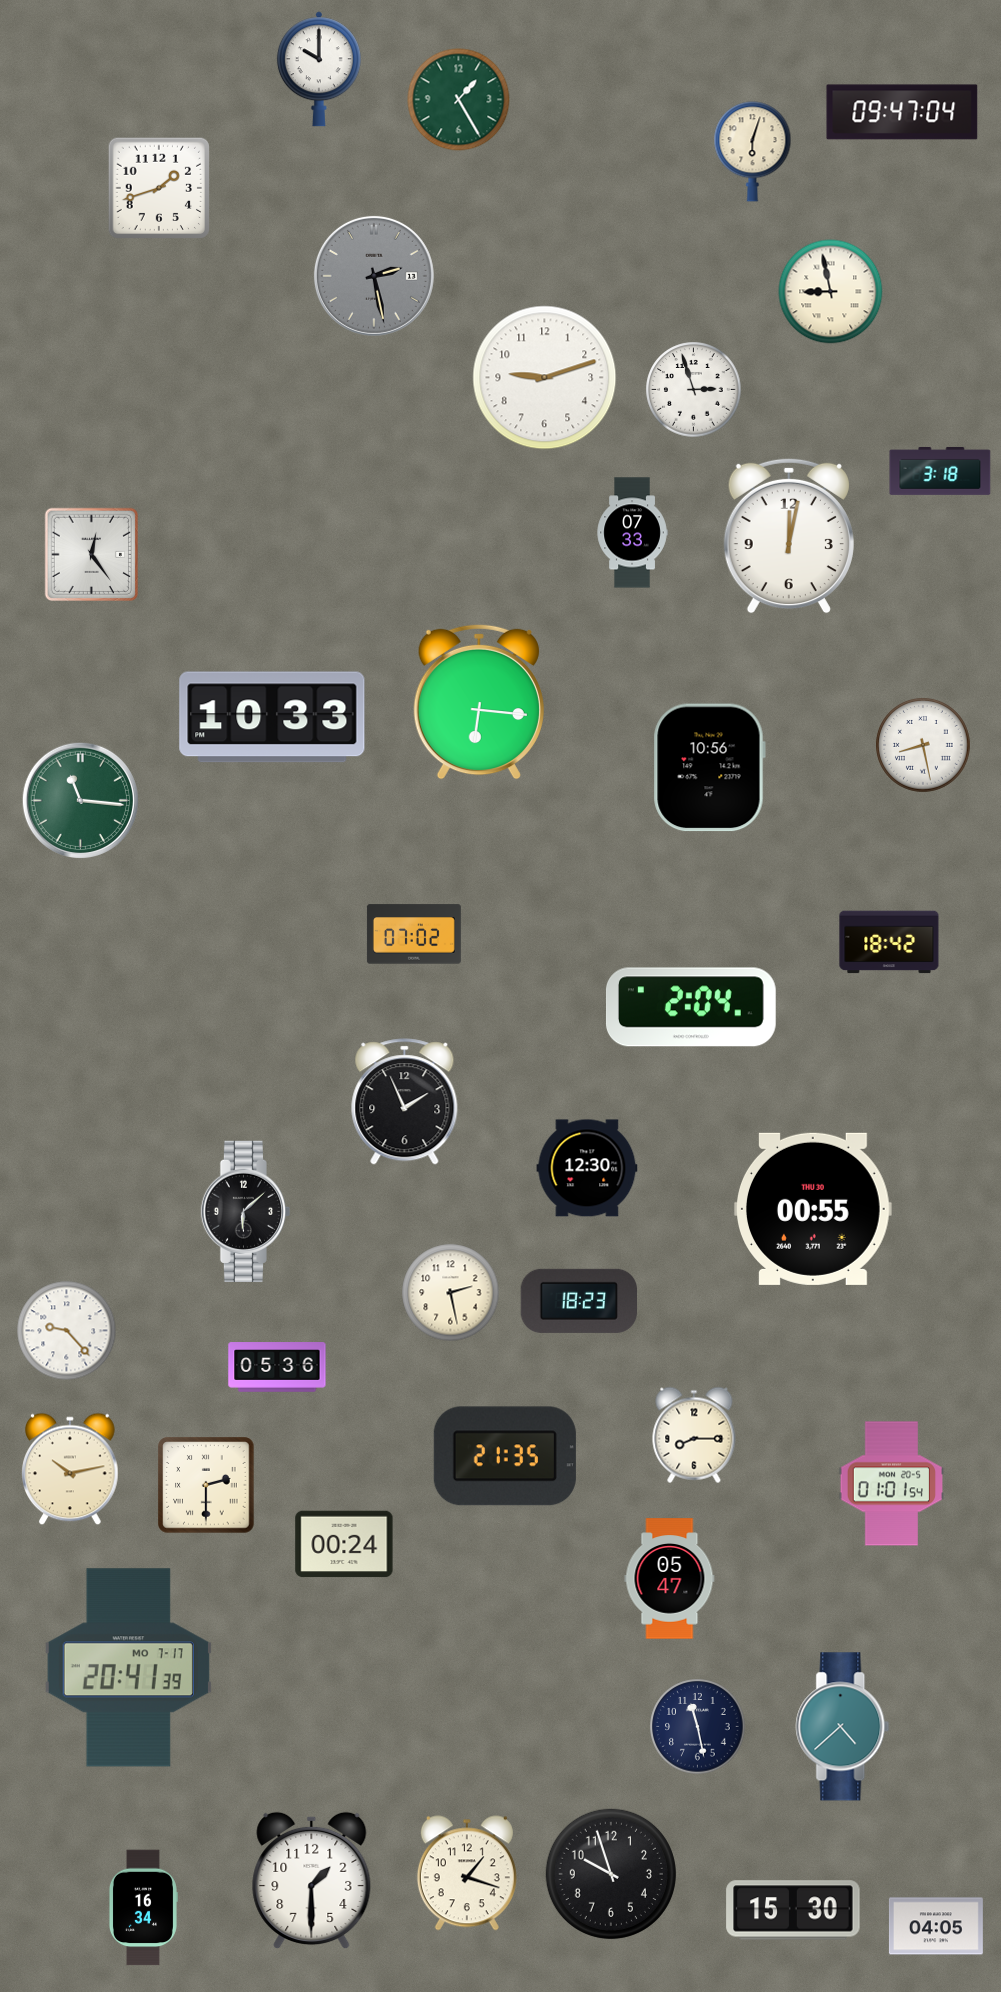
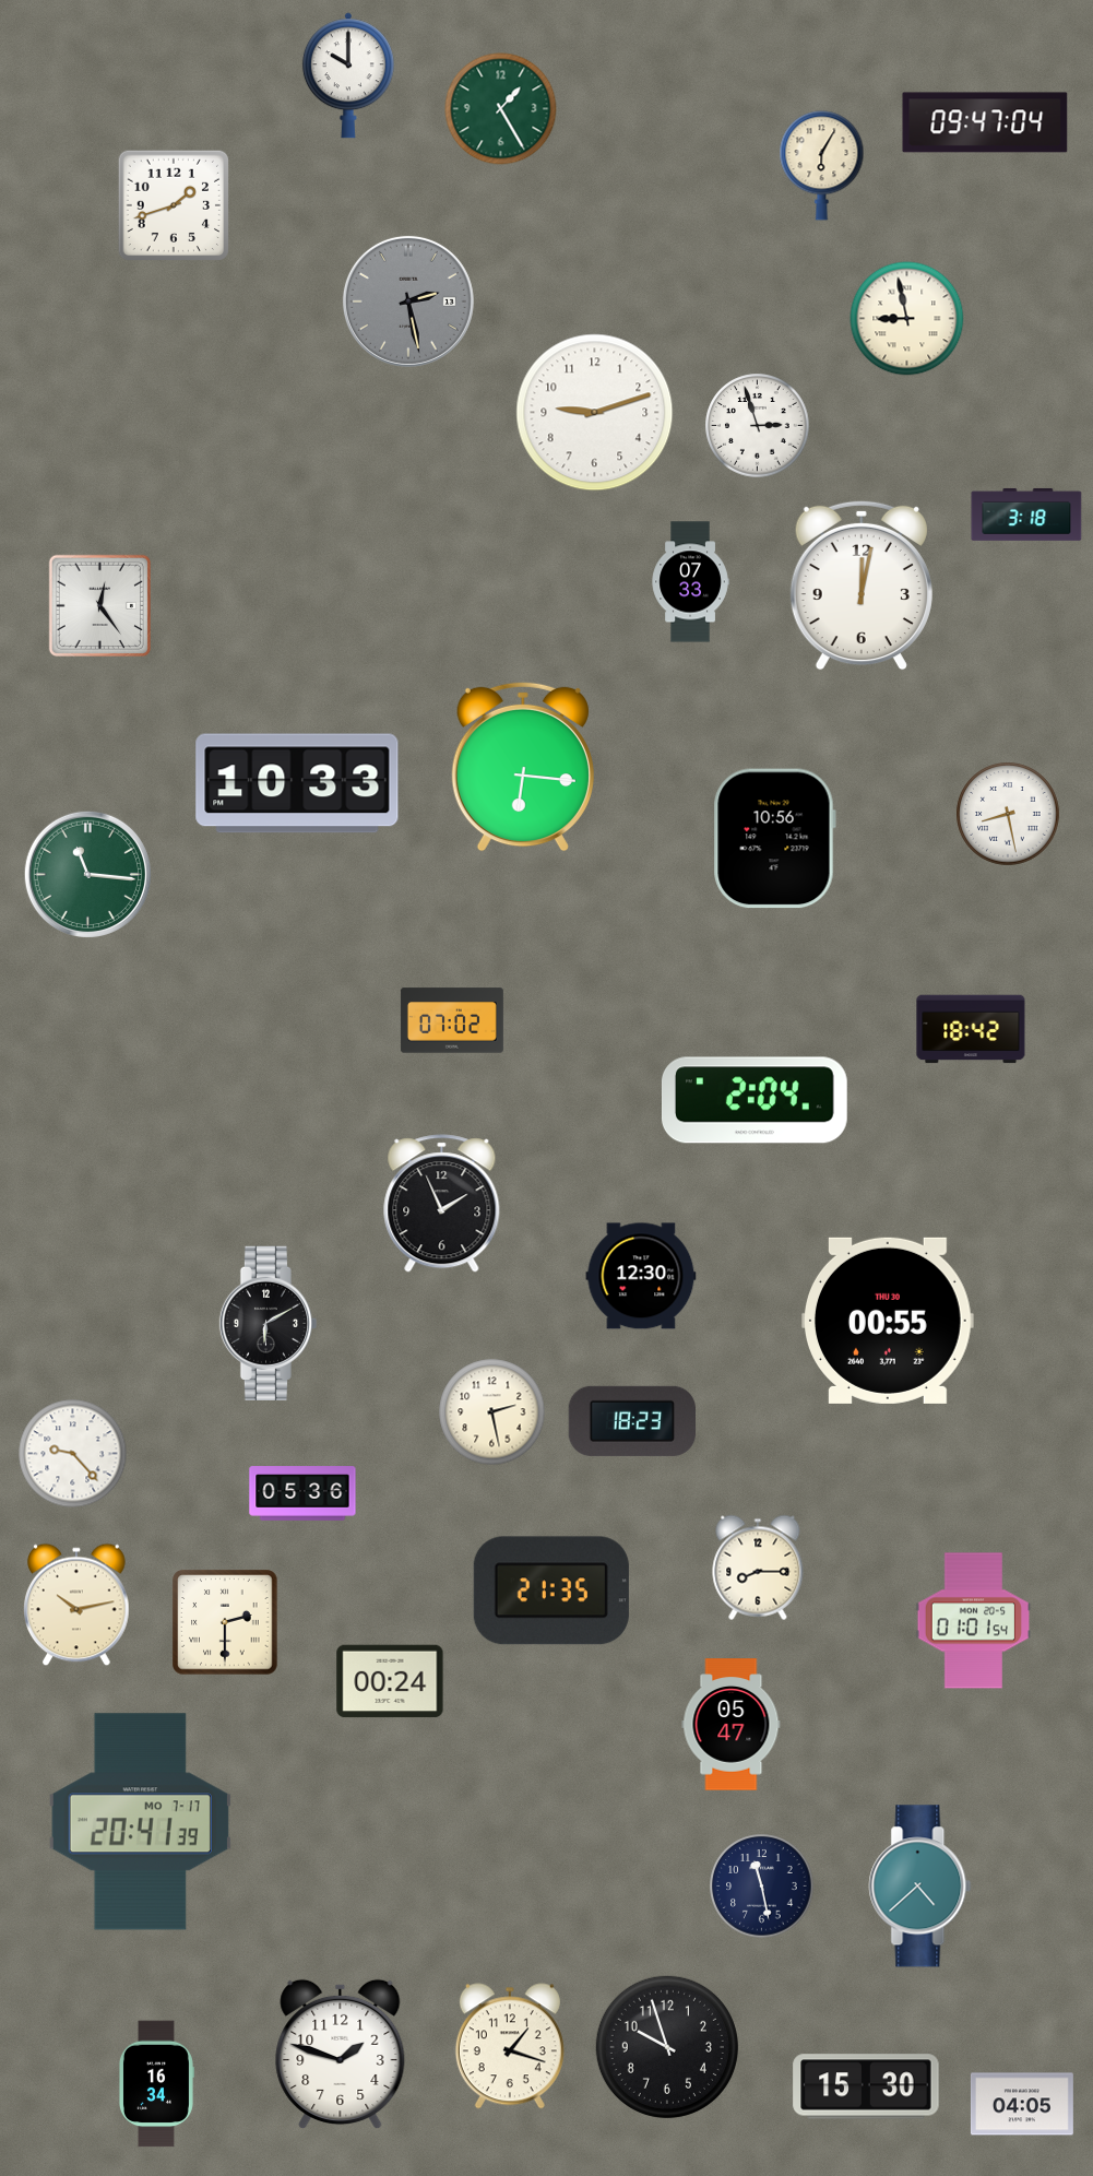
clock at (753, 152): 6:03 -> 6:05
clock at (246, 1211): 6:08 -> 6:10
clock at (344, 1544) position: (344, 1544) -> (390, 1681)
clock at (312, 1881): 1:30 -> 1:48
